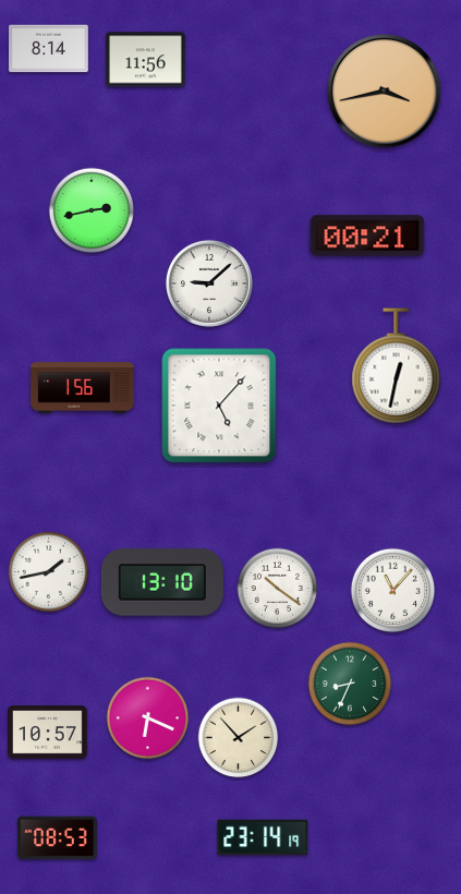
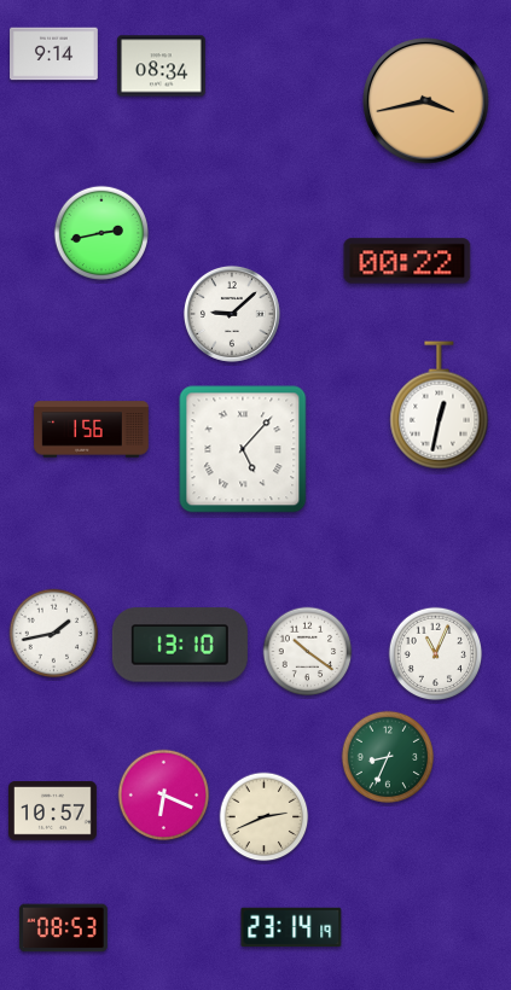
clock at (49, 49): 8:14 -> 9:14
clock at (146, 60): 11:56 -> 08:34
clock at (367, 235): 00:21 -> 00:22
clock at (393, 591): 11:07 -> 11:04
clock at (239, 738): 1:53 -> 2:41
